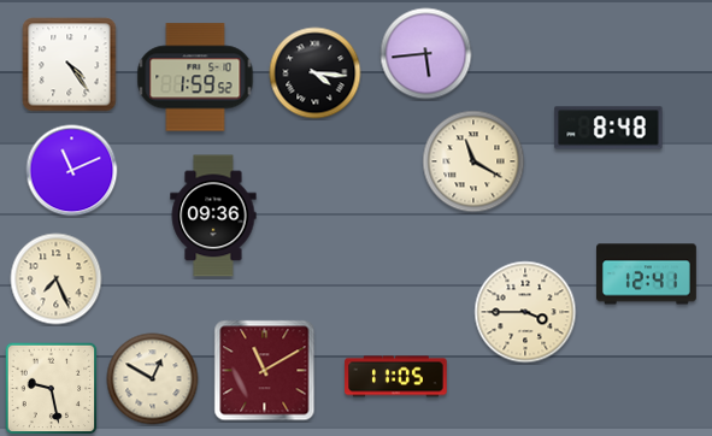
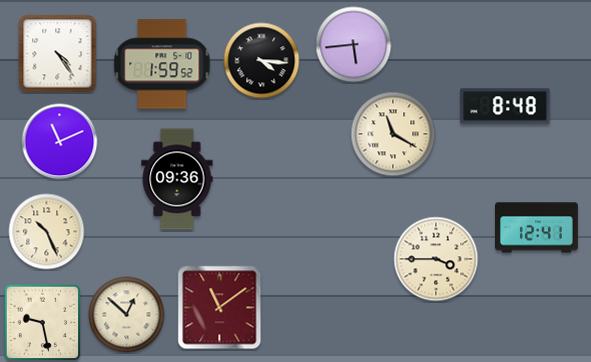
clock at (57, 279): 7:26 -> 10:26
clock at (265, 371): 11:10 -> 11:09
clock at (396, 377): 11:05 -> none
clock at (153, 379): 12:50 -> 12:52
